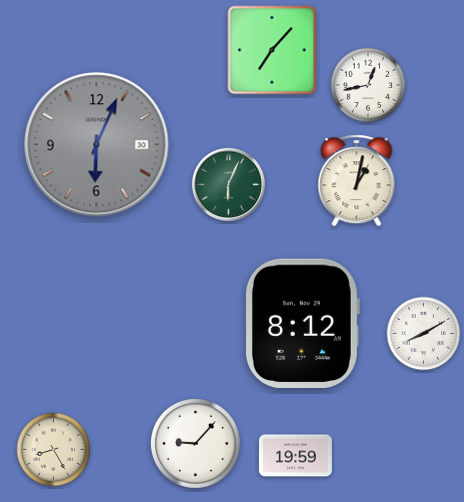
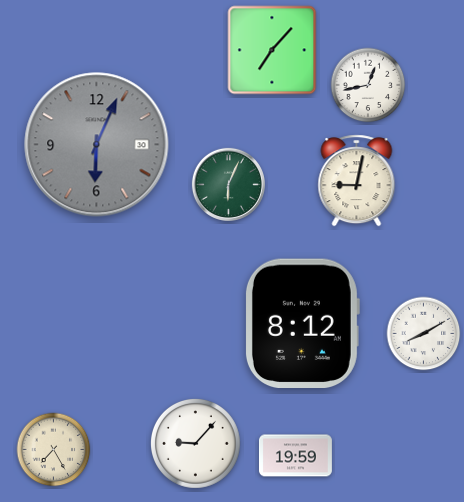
clock at (357, 181): 1:02 -> 9:02
clock at (54, 450): 8:25 -> 7:25
